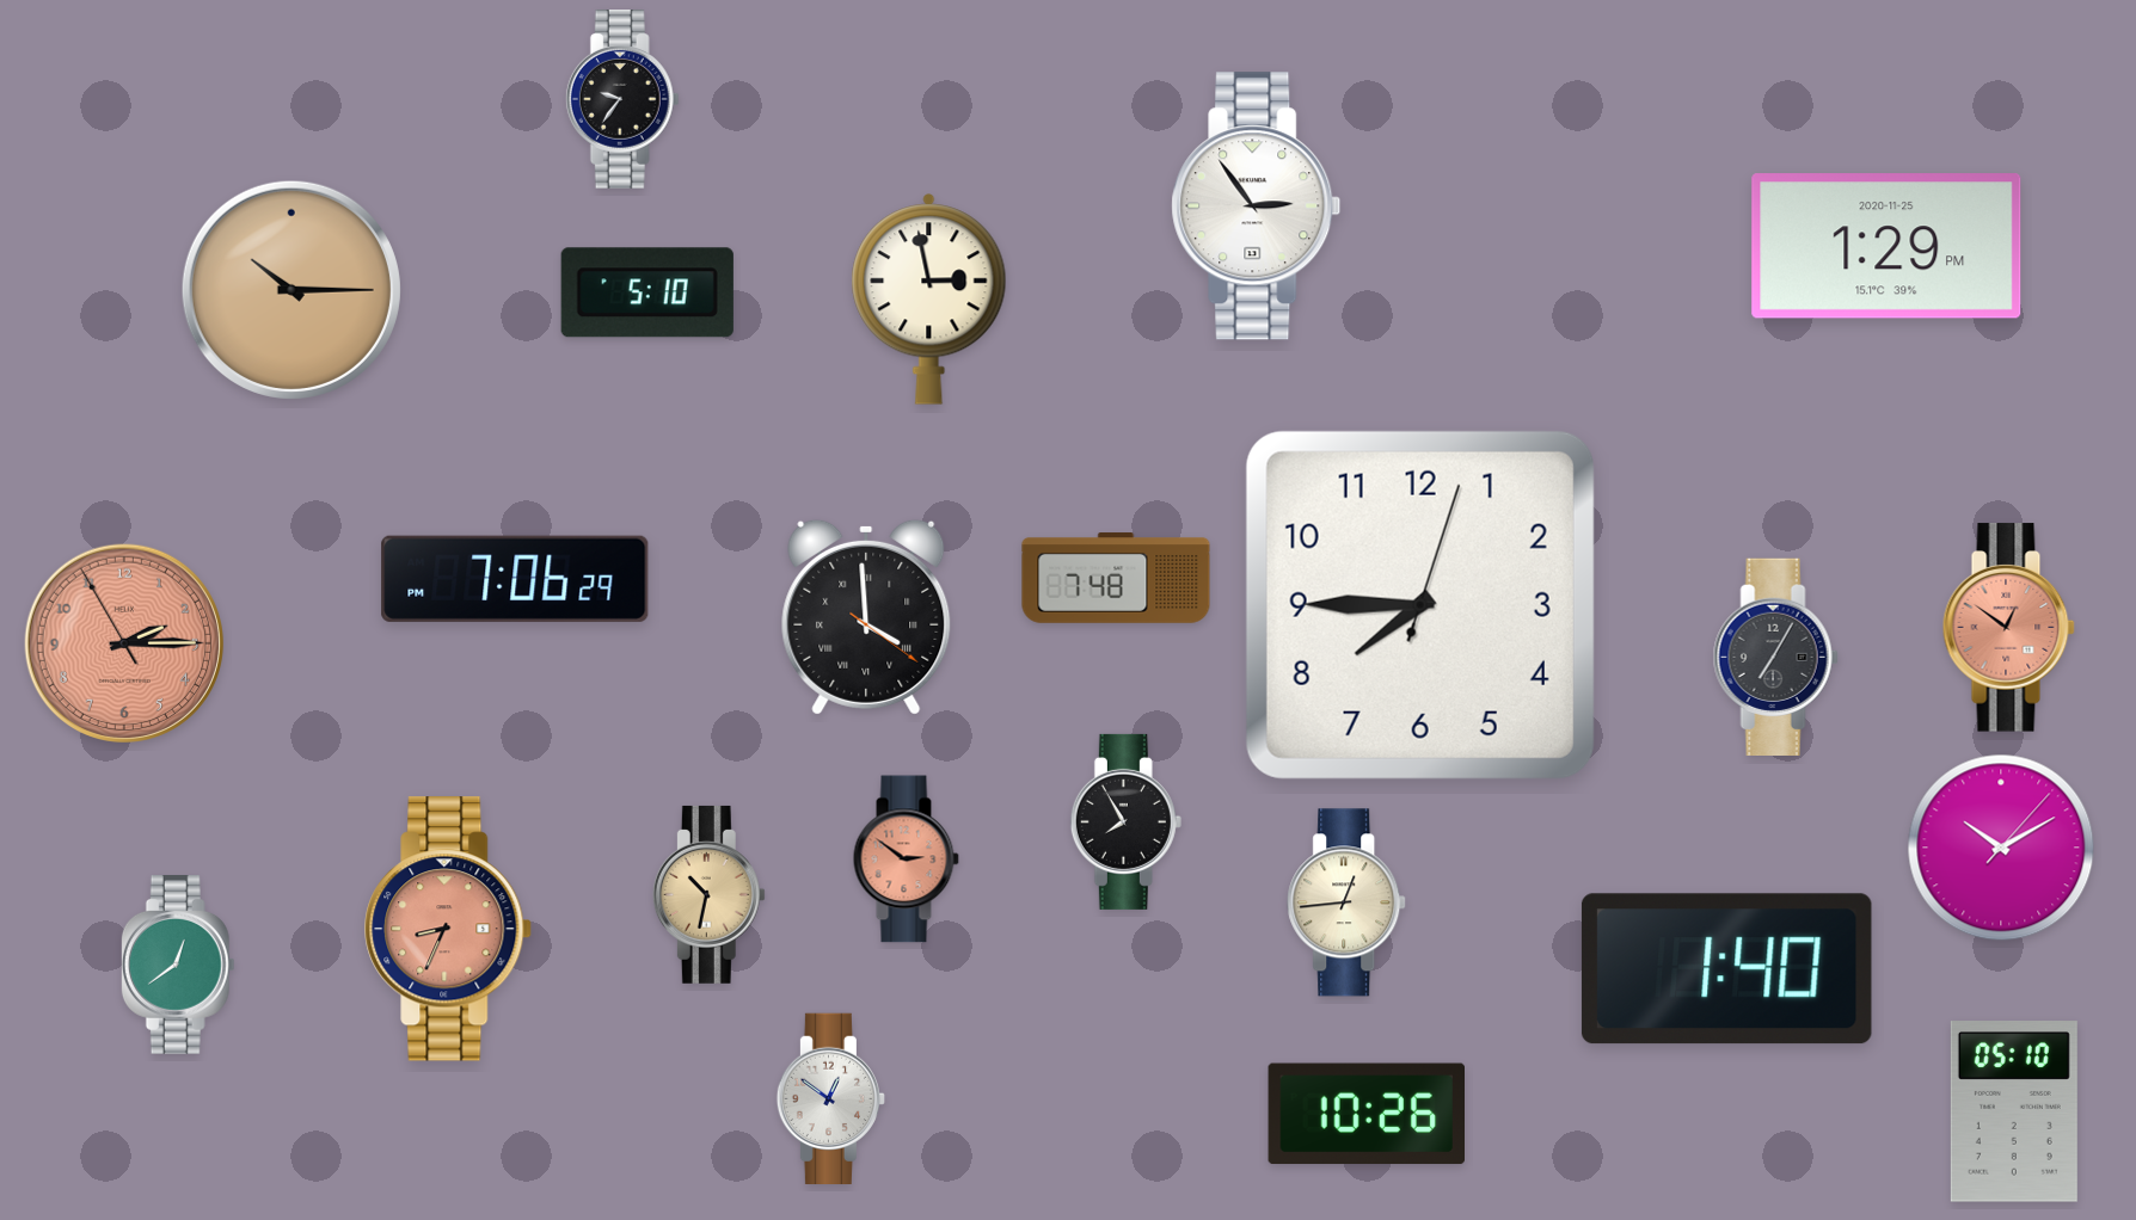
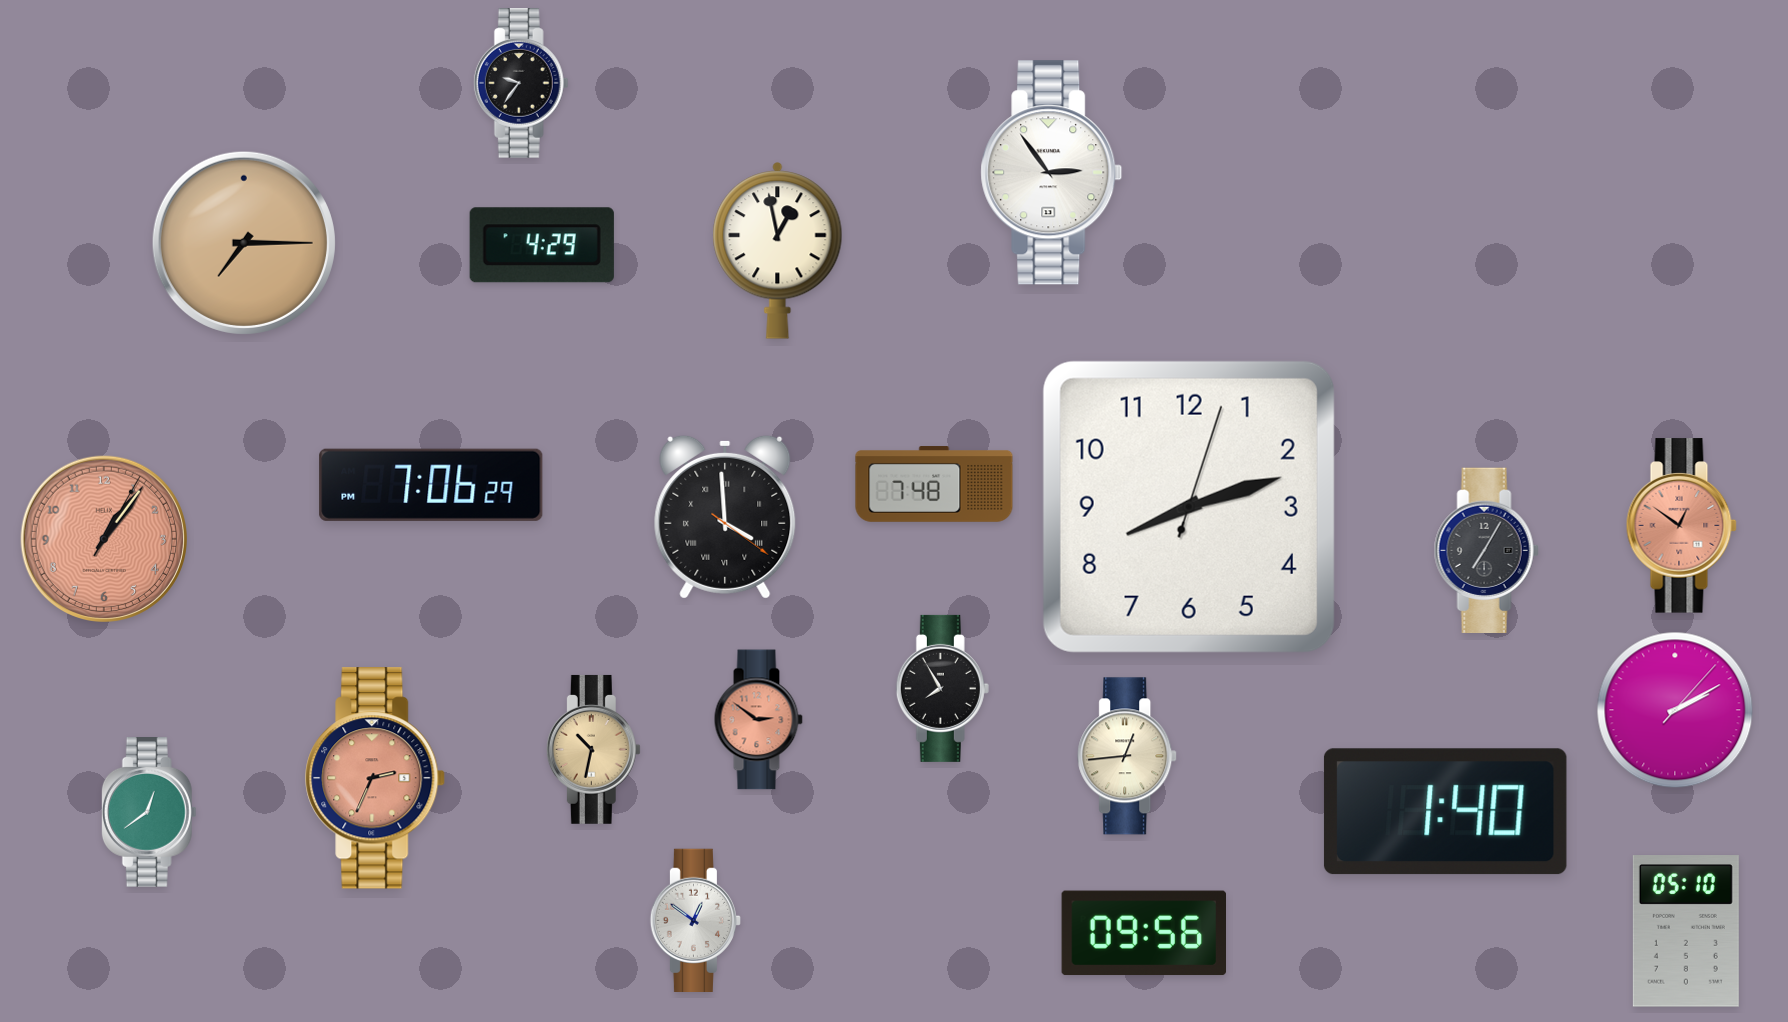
clock at (1886, 246): 1:29 -> none
clock at (291, 290): 10:15 -> 7:15
clock at (647, 292): 5:10 -> 4:29
clock at (929, 300): 2:58 -> 12:58
clock at (1420, 605): 7:45 -> 8:12
clock at (123, 642): 2:14 -> 1:06
clock at (2001, 848): 10:10 -> 2:10
clock at (449, 929): 8:34 -> 2:34
clock at (178, 966) position: (178, 966) -> (149, 813)
clock at (1365, 1114): 10:26 -> 09:56
